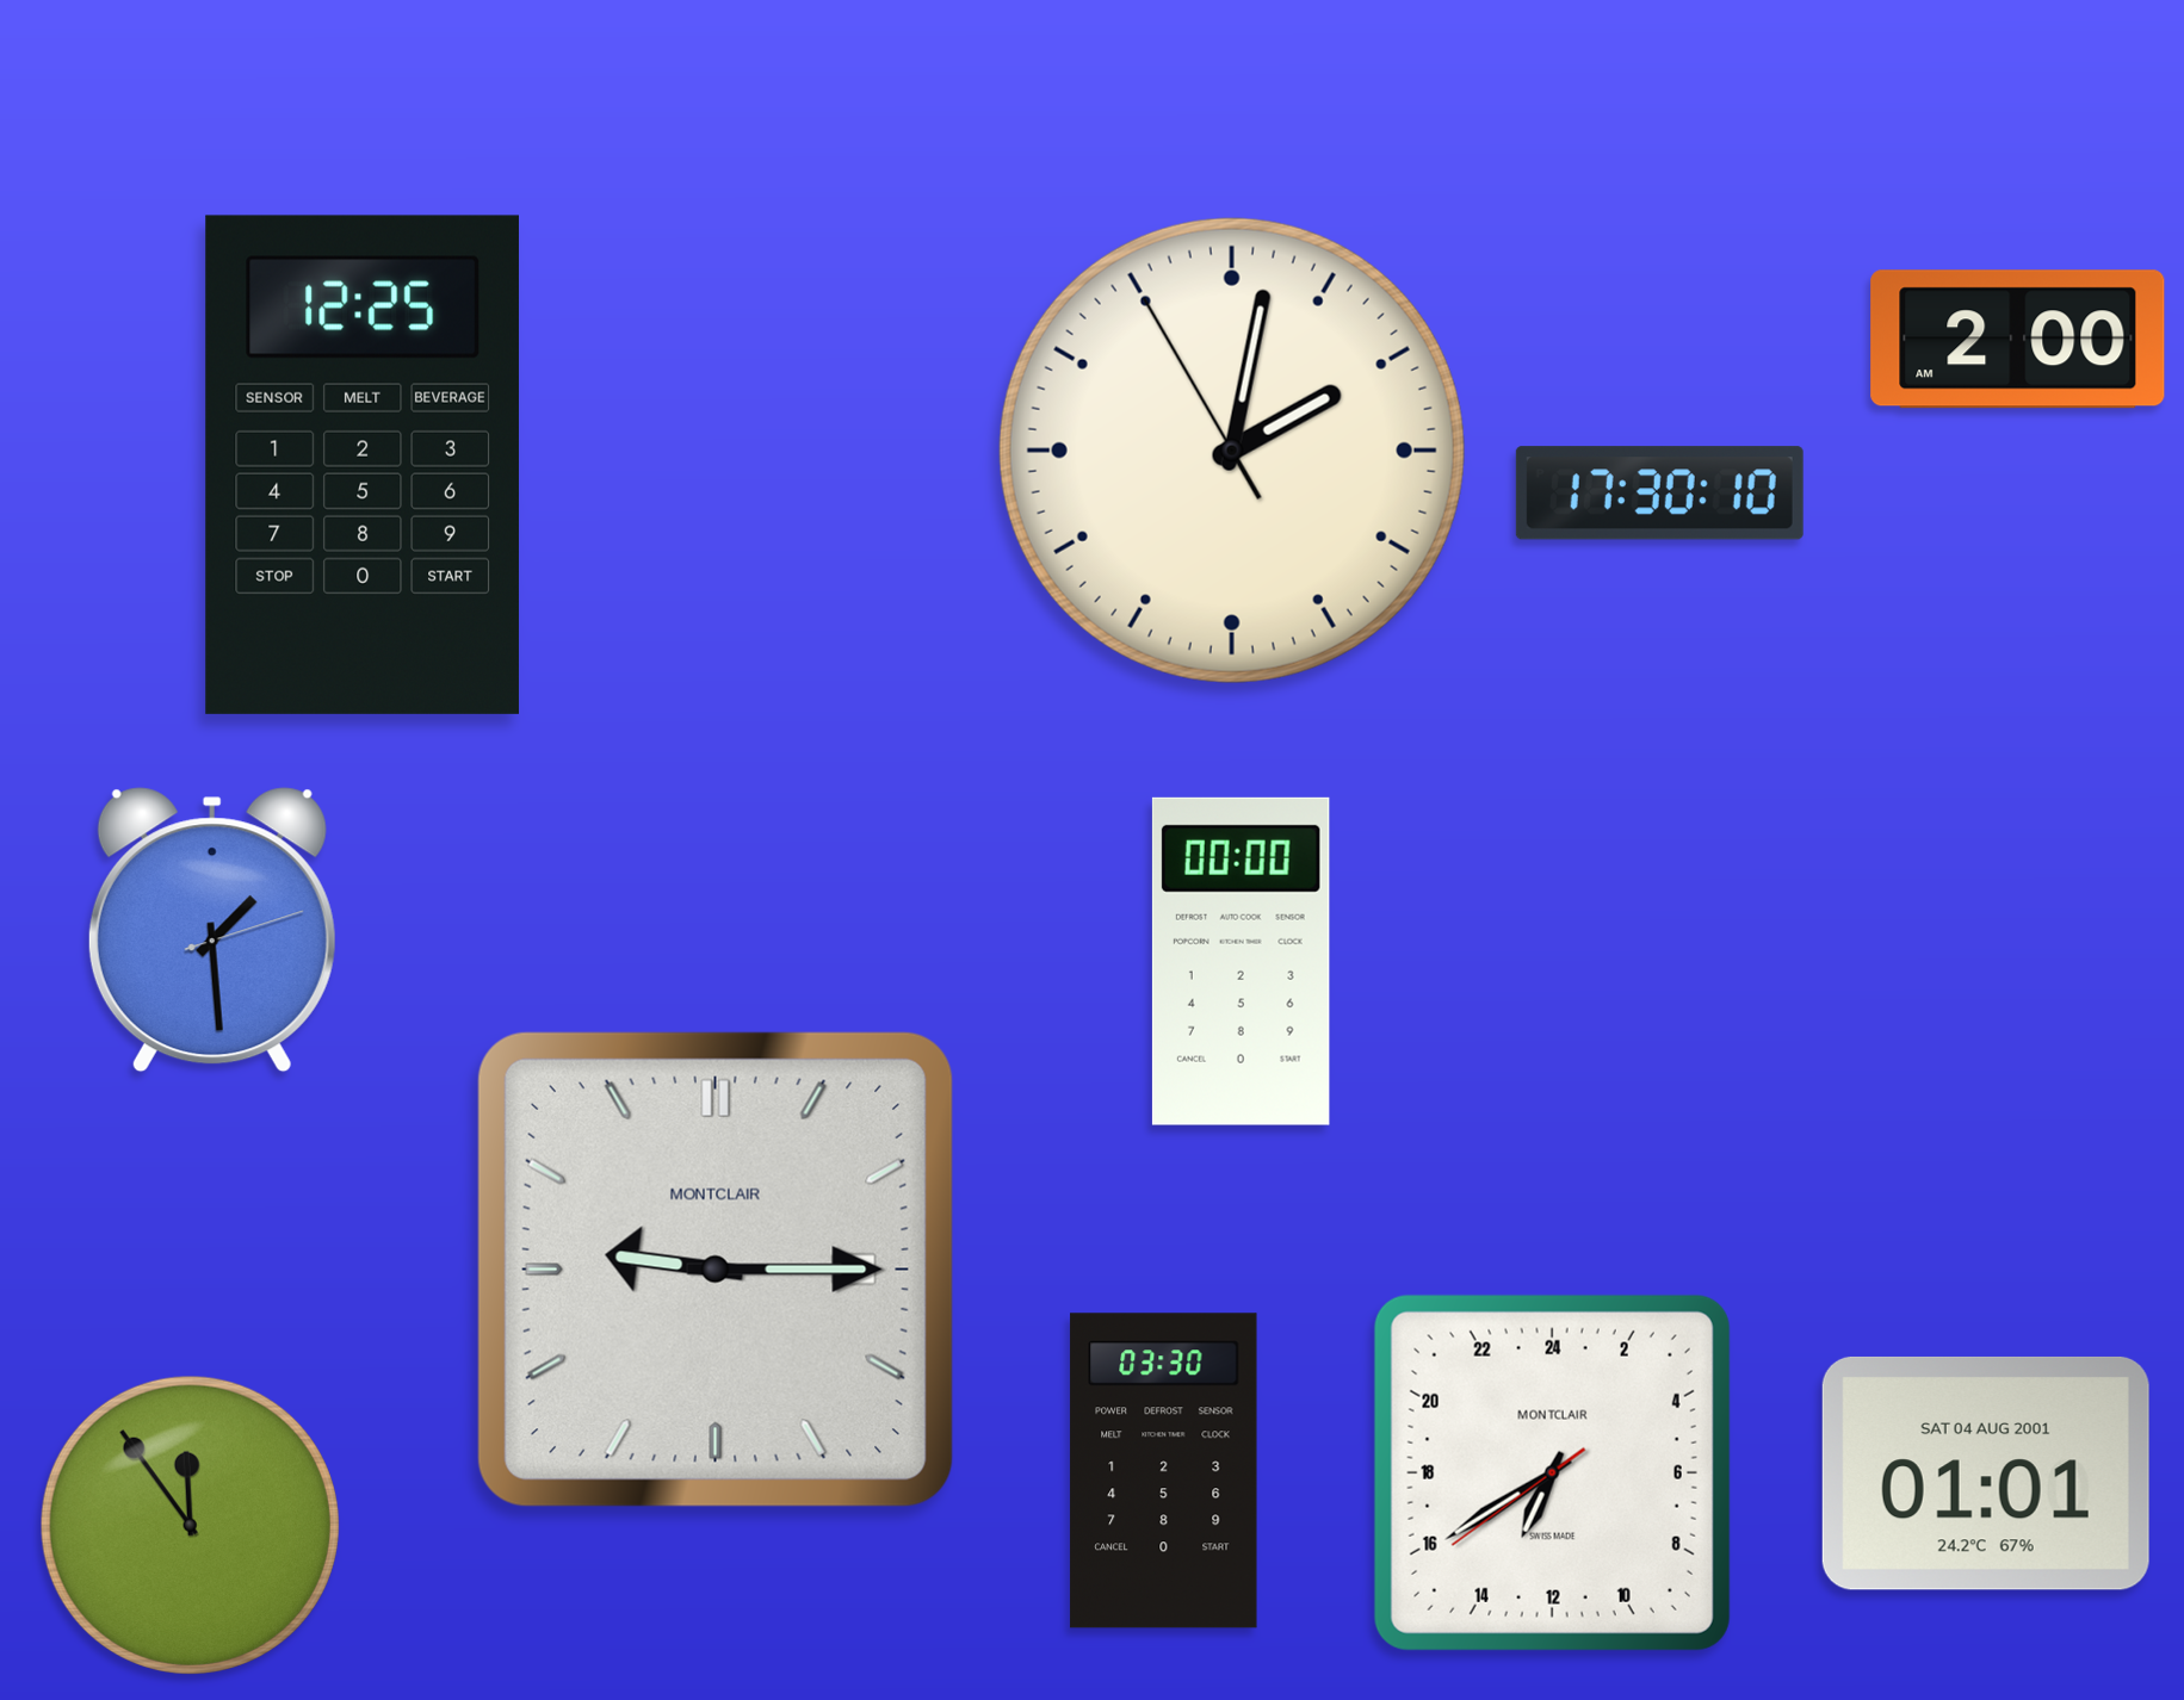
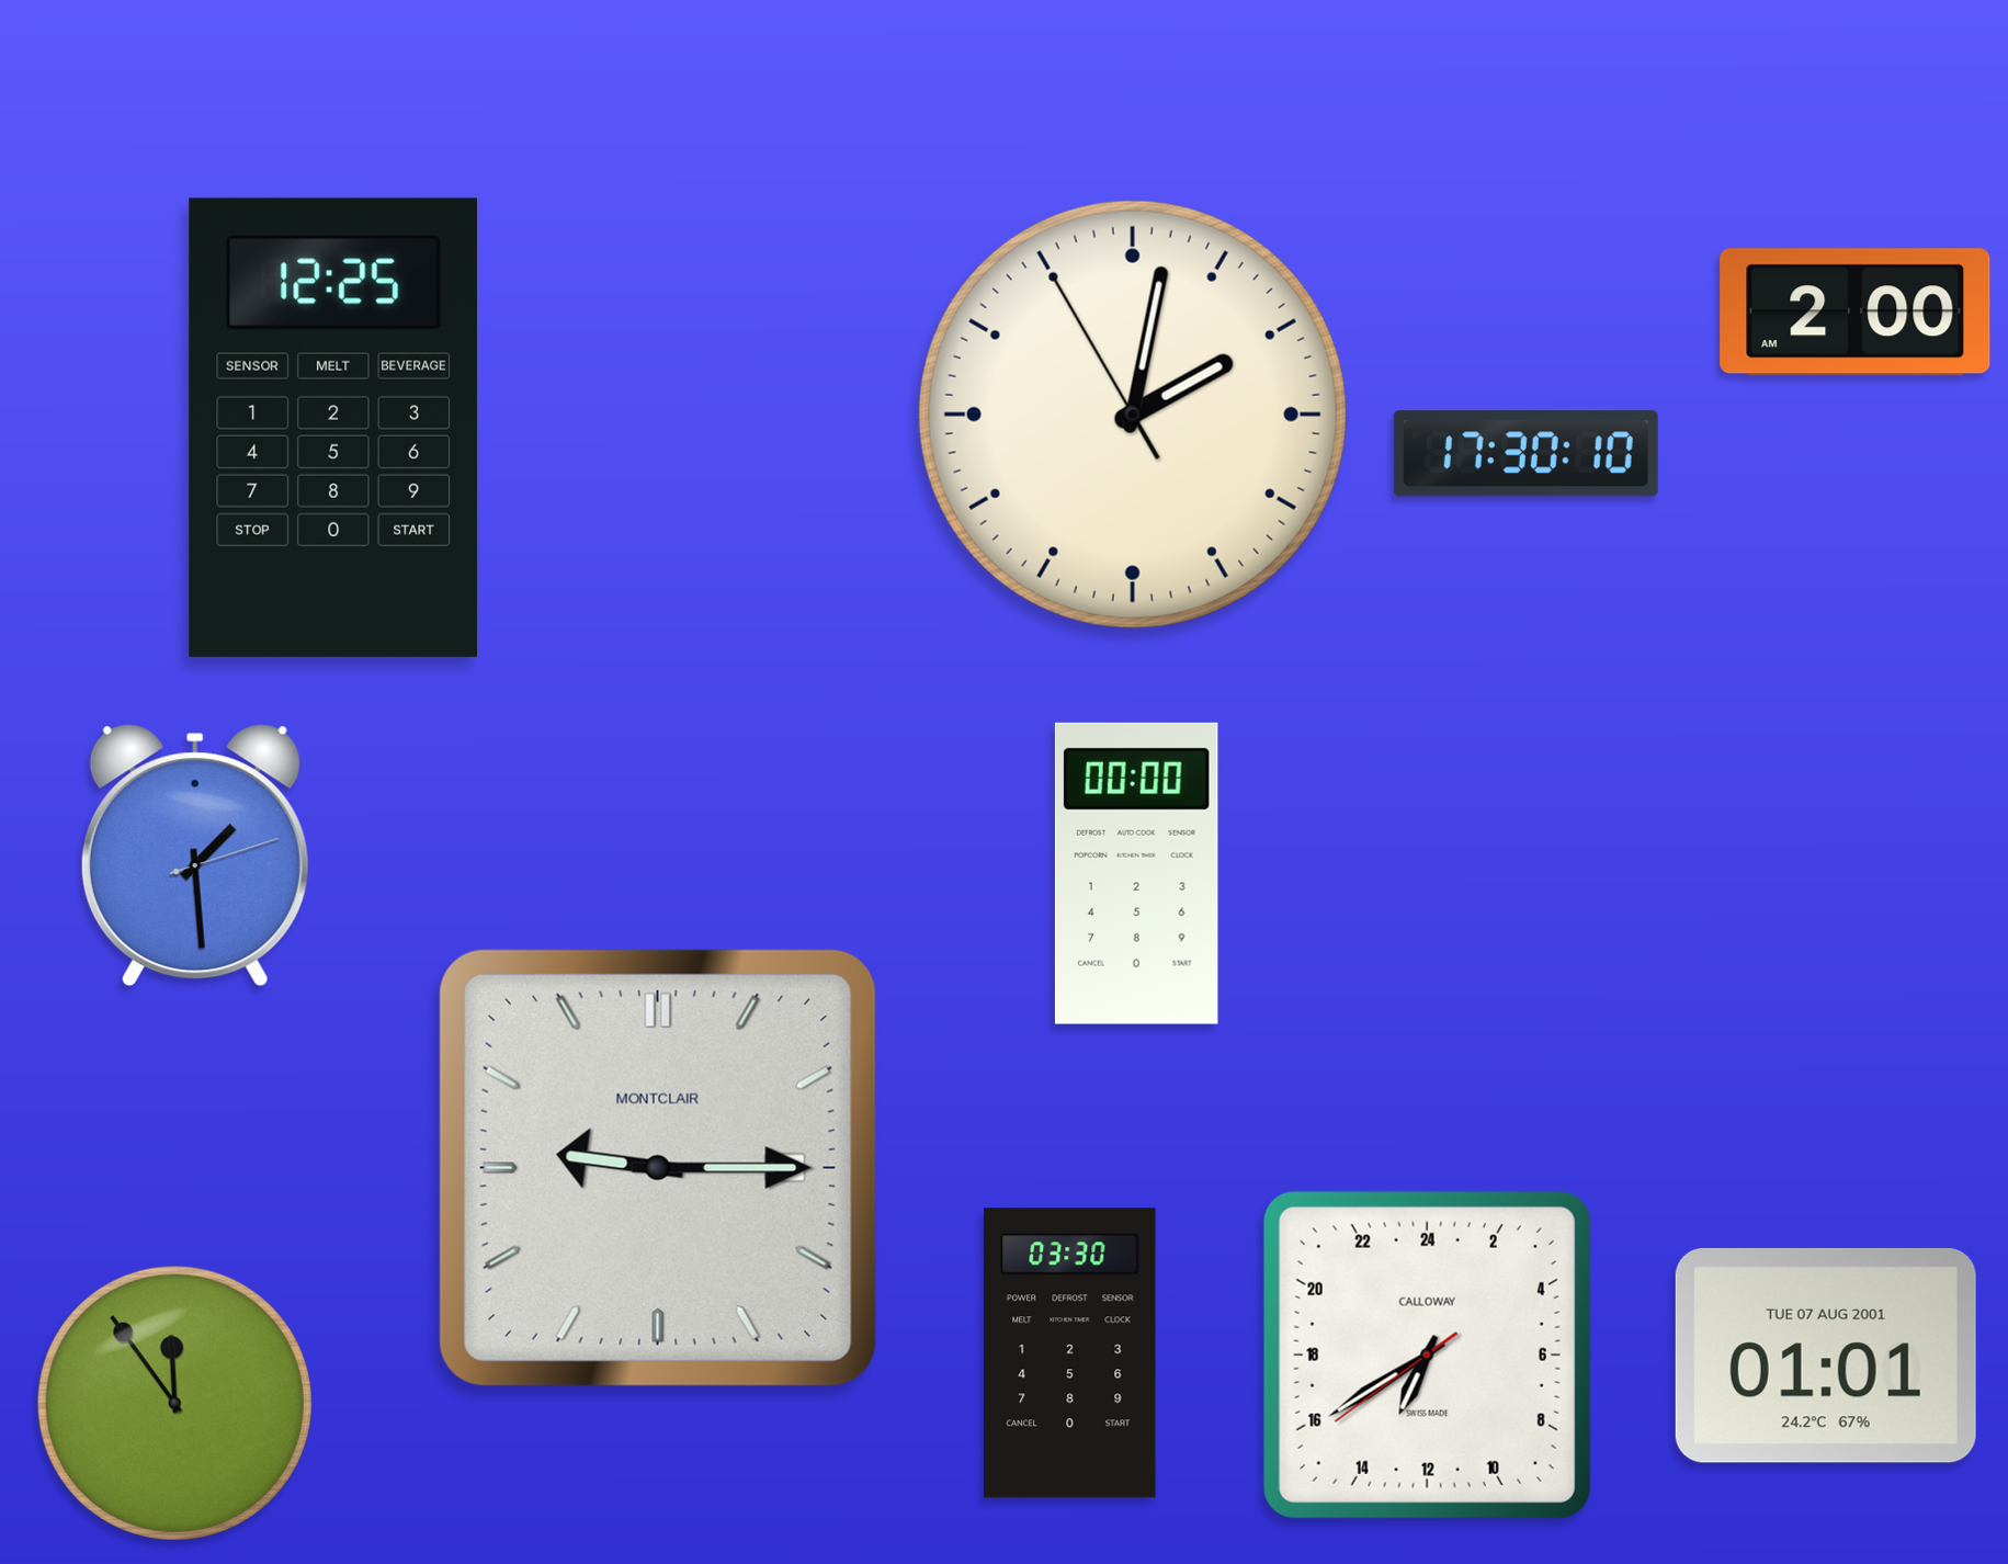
clock at (1241, 961) position: (1241, 961) -> (1136, 873)
clock at (1552, 1472) brand: MONTCLAIR -> CALLOWAY
clock at (1986, 1473) date: SAT 04 AUG 2001 -> TUE 07 AUG 2001
